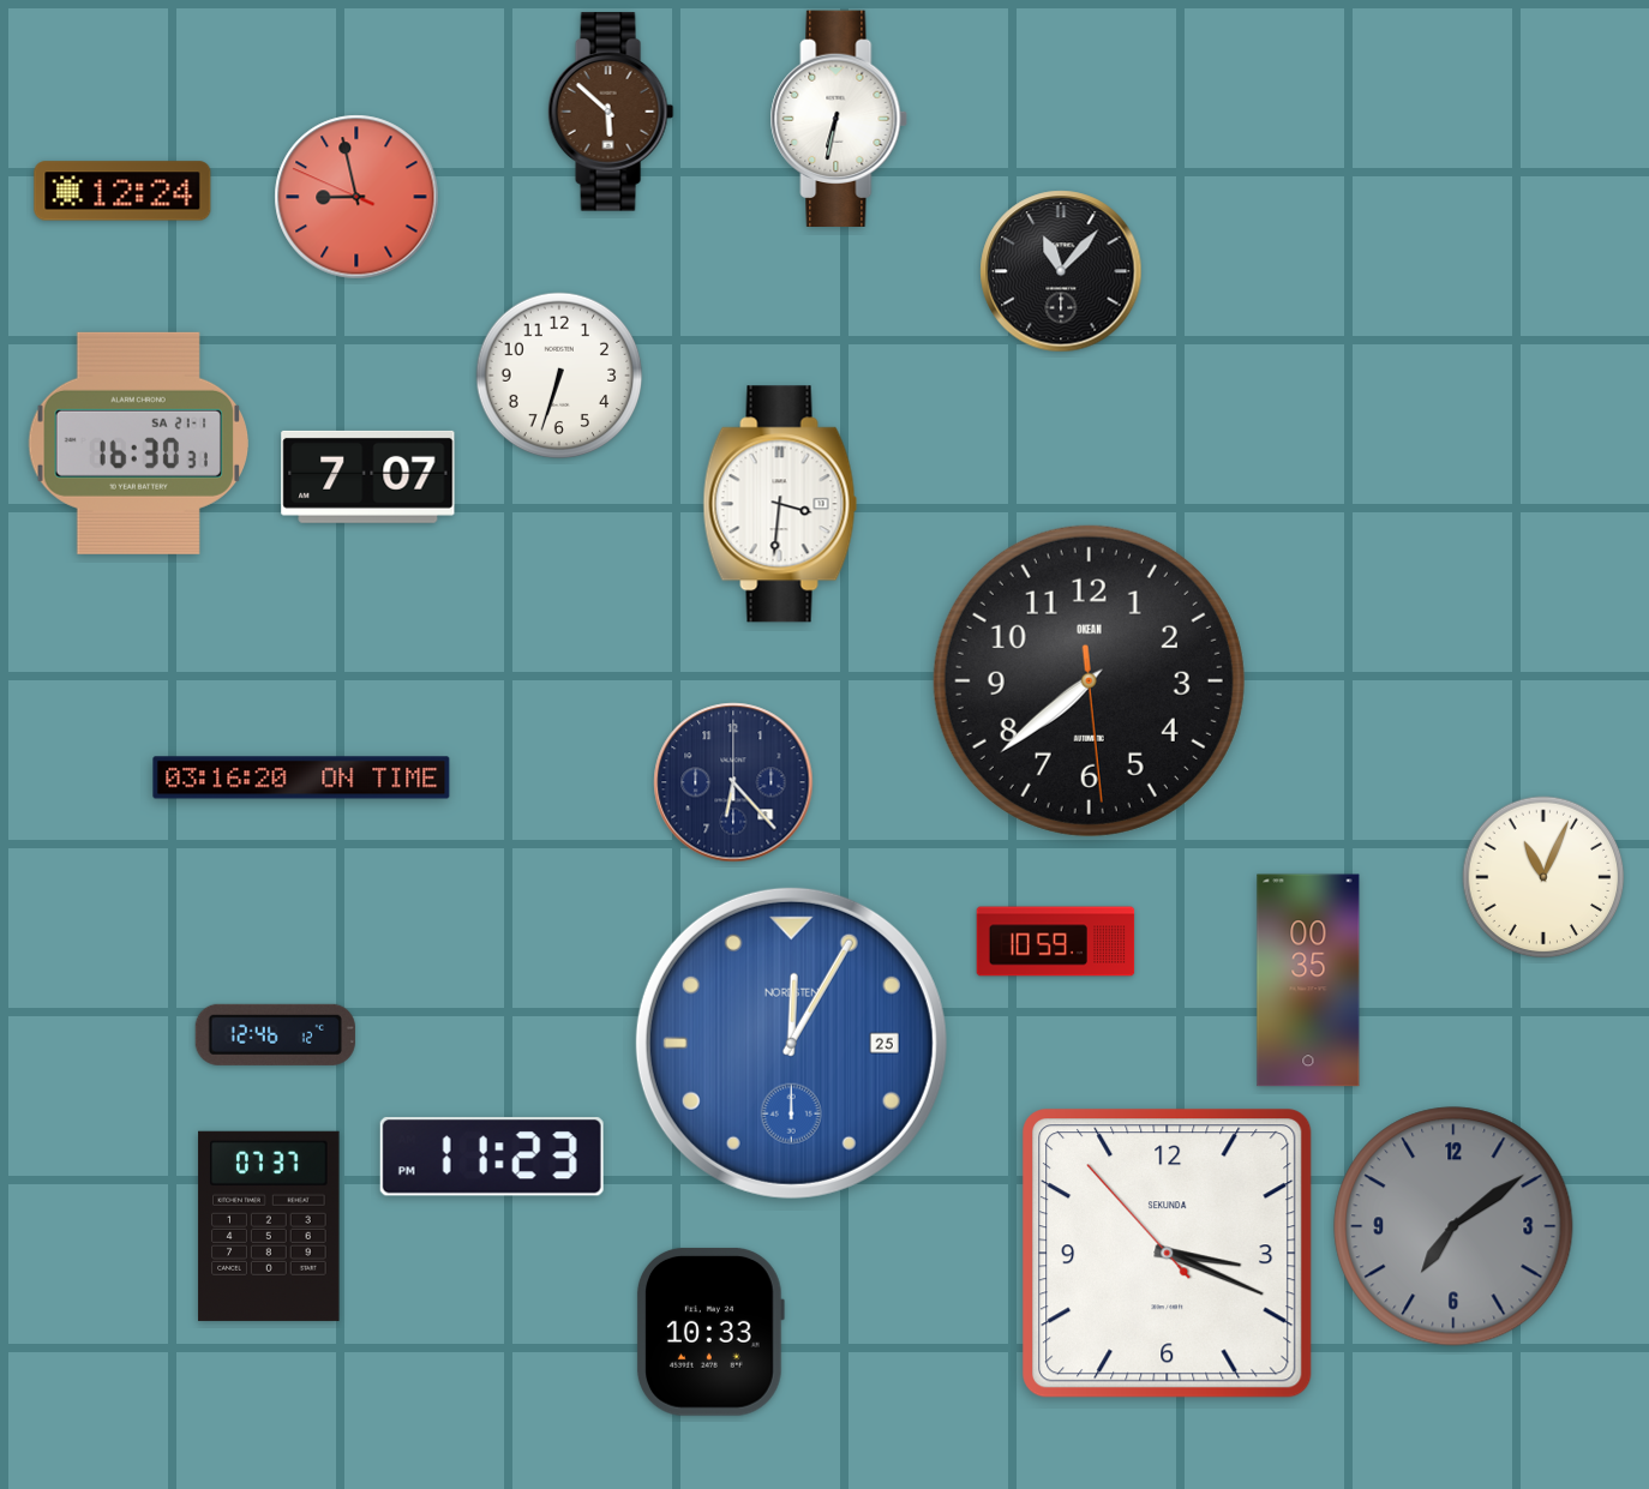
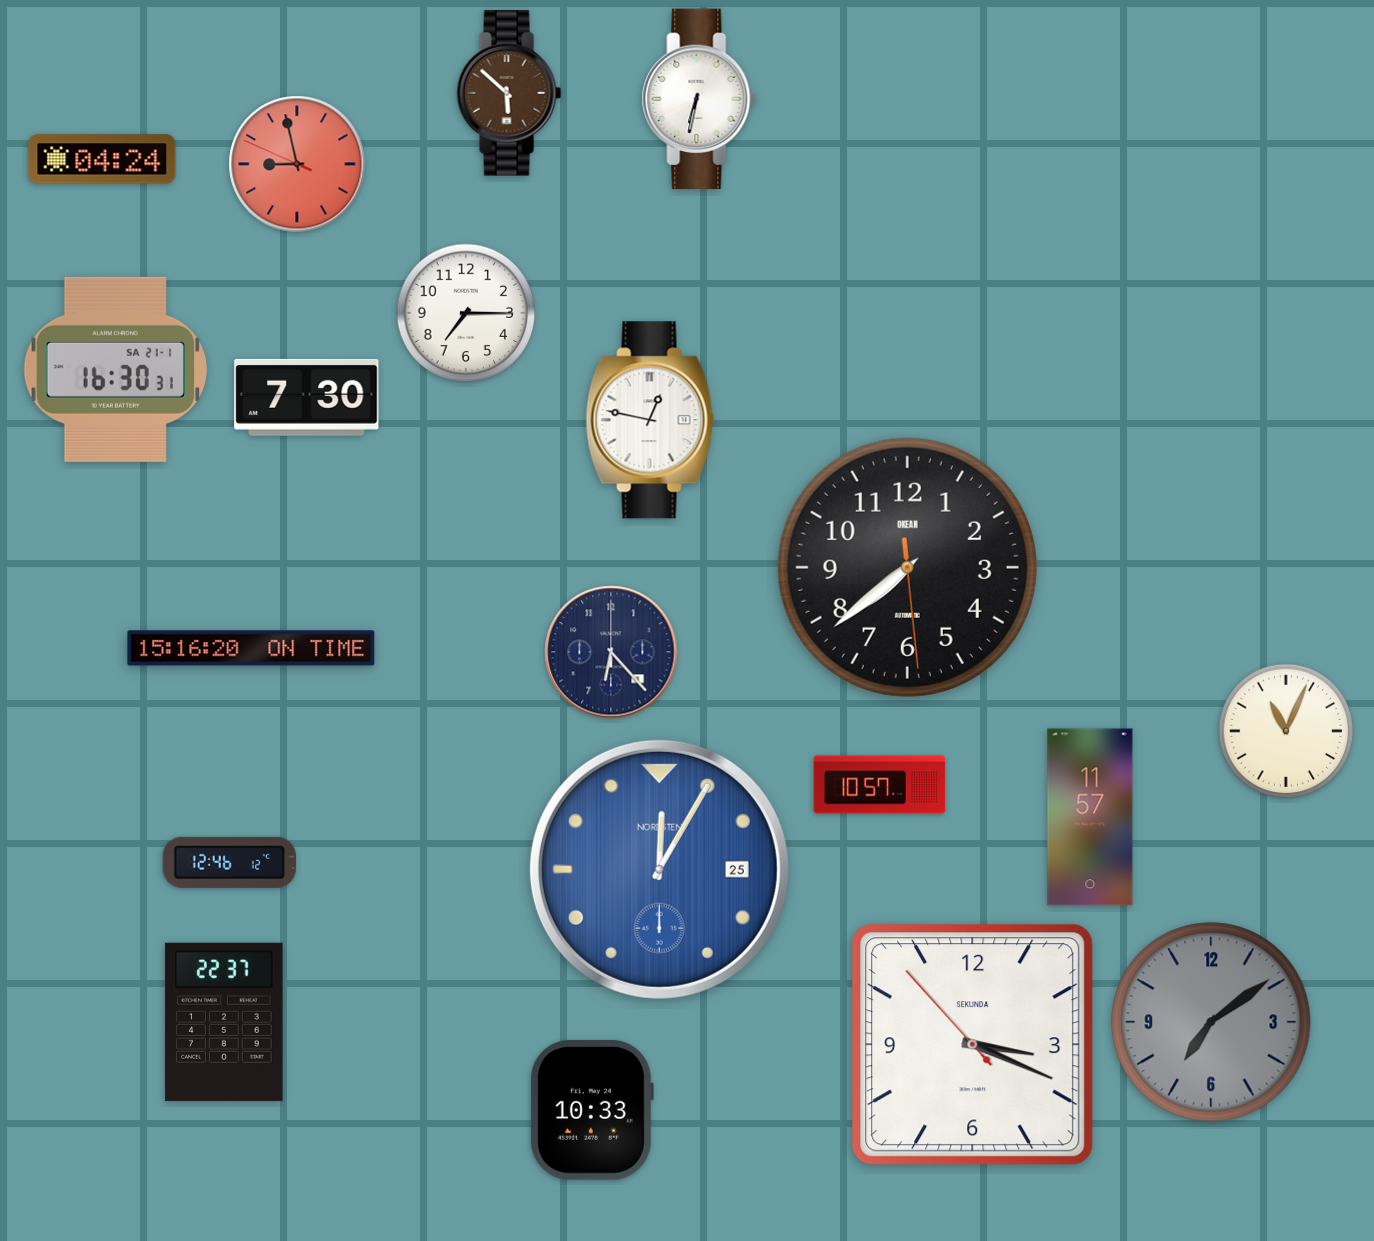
clock at (122, 191): 12:24 -> 04:24
clock at (1061, 271): 11:07 -> none
clock at (559, 376): 6:33 -> 7:15
clock at (368, 476): 7:07 -> 7:30
clock at (780, 504): 3:31 -> 12:47
clock at (301, 777): 03:16 -> 15:16
clock at (1056, 942): 10:59 -> 10:57
clock at (1308, 980): 00:35 -> 11:57
clock at (492, 1157): 11:23 -> none
clock at (269, 1226): 07:37 -> 22:37
